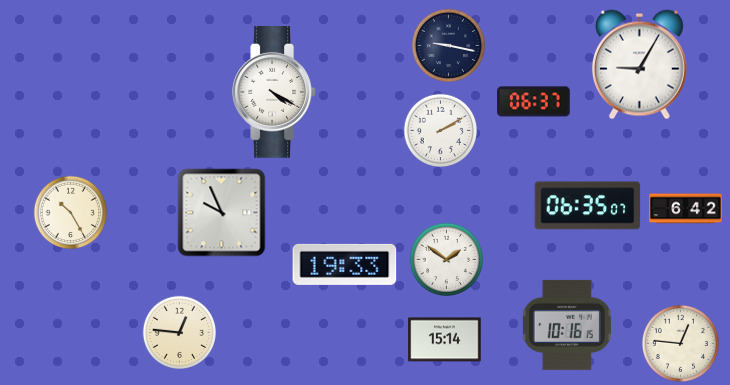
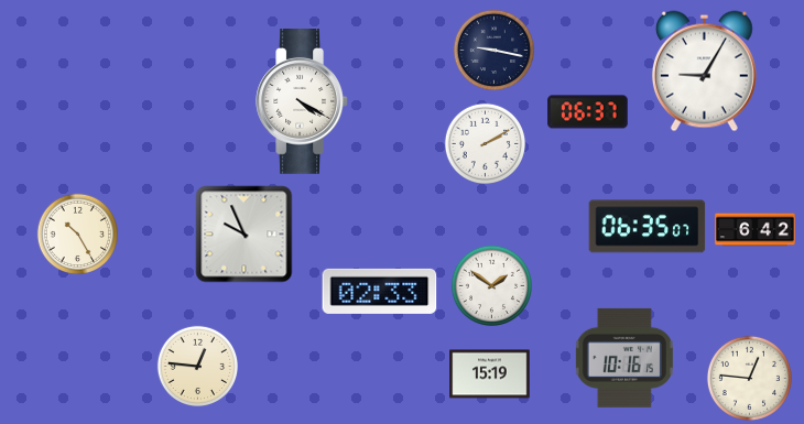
clock at (345, 264): 19:33 -> 02:33
clock at (445, 340): 15:14 -> 15:19
